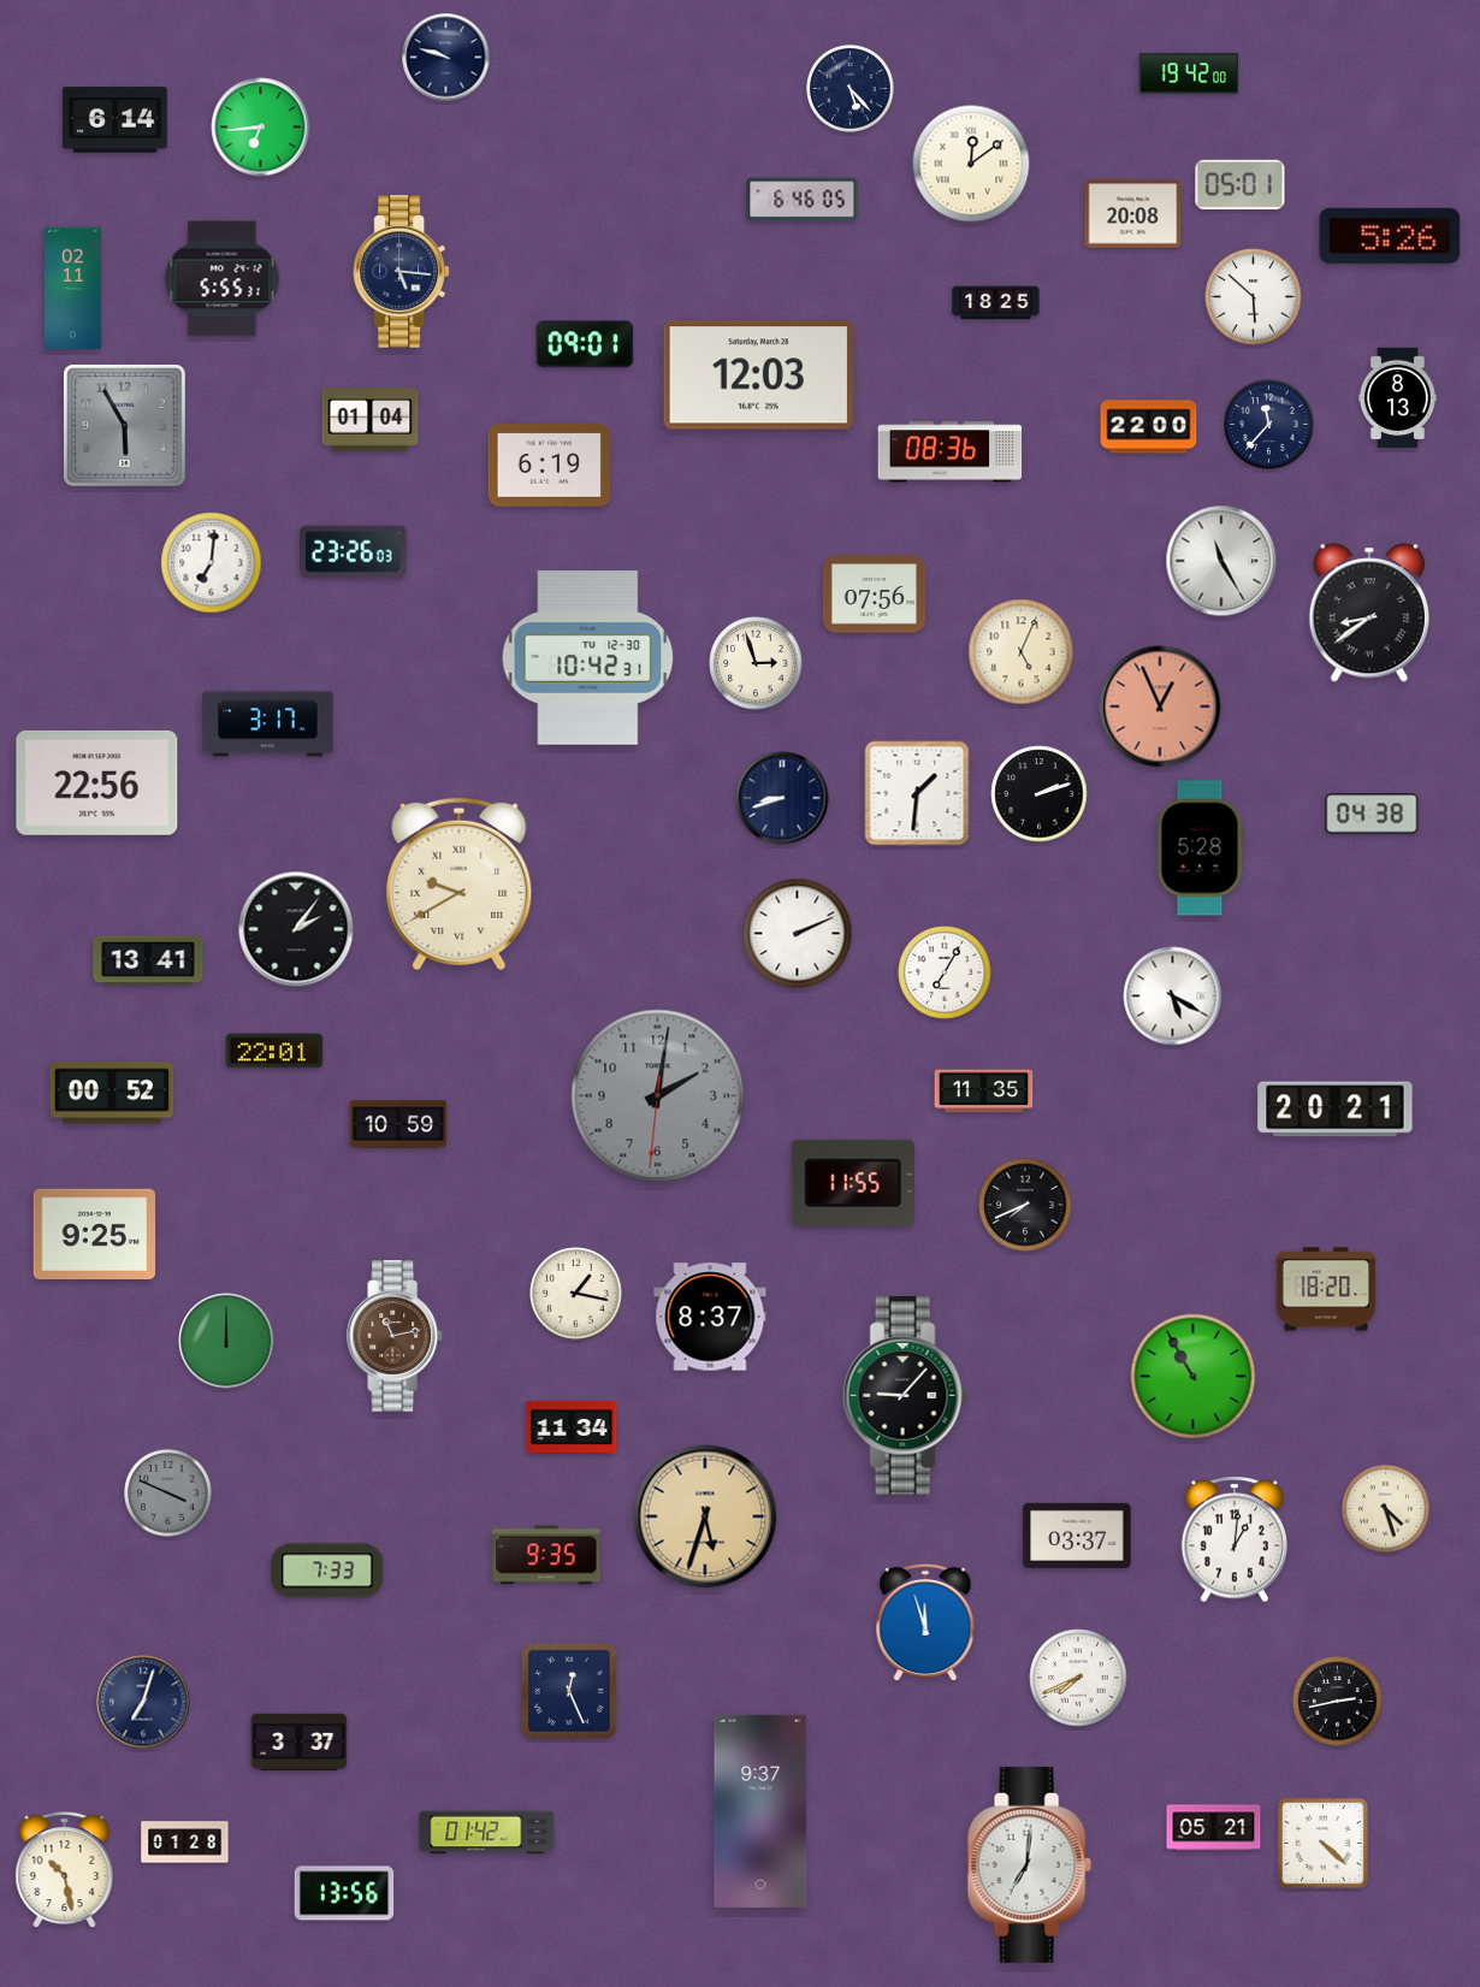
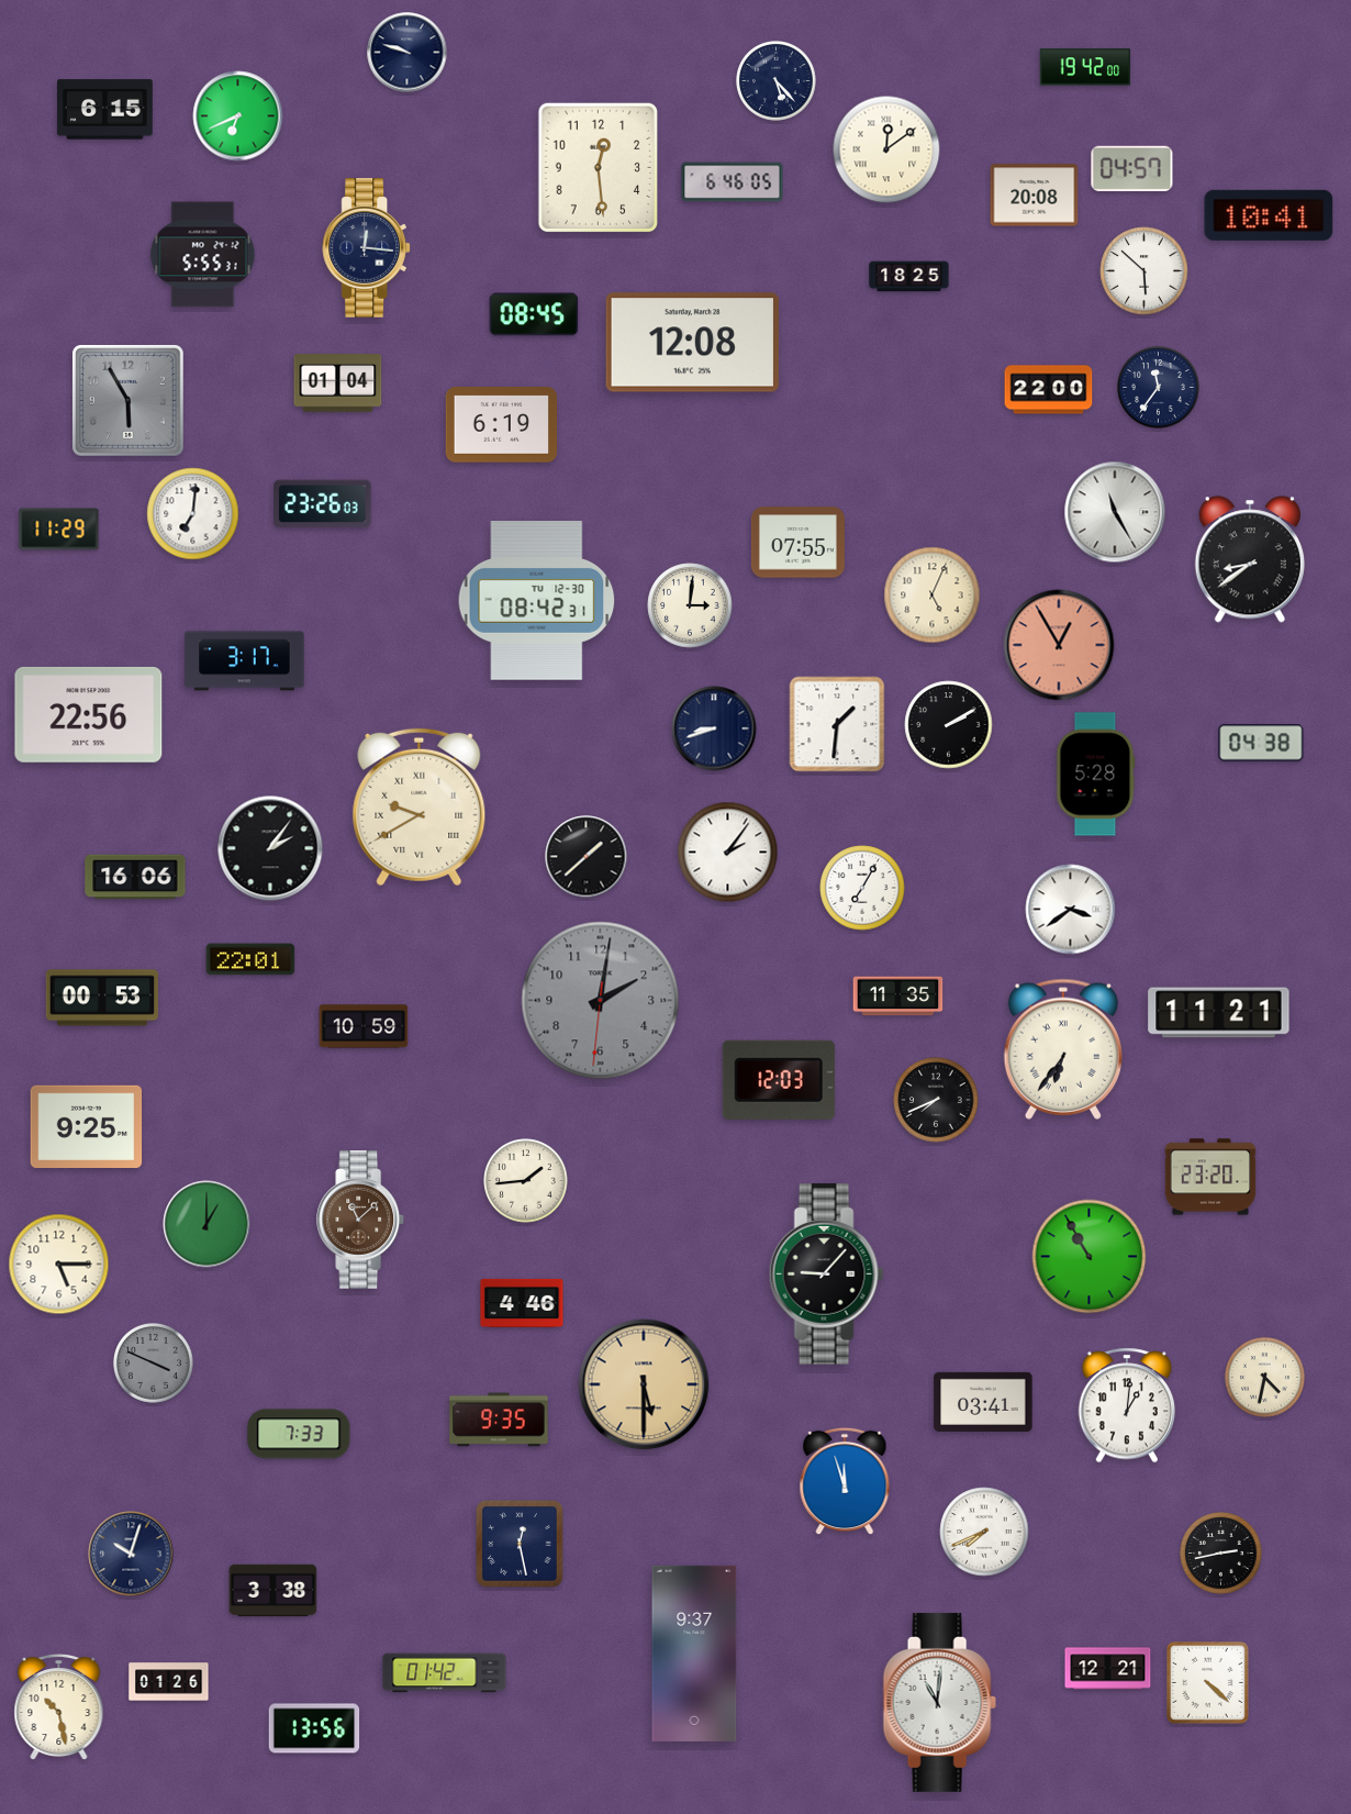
clock at (114, 120): 6:14 -> 6:15
clock at (261, 128): 6:44 -> 6:41
clock at (598, 168): none -> 12:29
clock at (1241, 185): 05:01 -> 04:57
clock at (1390, 236): 5:26 -> 10:41
clock at (401, 272): 5:16 -> 12:16
clock at (72, 289): 02:11 -> none
clock at (585, 344): 09:01 -> 08:45
clock at (758, 375): 12:03 -> 12:08
clock at (1397, 398): 8:13 -> none
clock at (1269, 425): 11:37 -> 11:36
clock at (125, 426) position: (125, 426) -> (129, 401)
clock at (951, 453): 08:36 -> none
clock at (59, 530): none -> 11:29
clock at (874, 595): 07:56 -> 07:55
clock at (588, 658): 10:42 -> 08:42
clock at (756, 663): 2:57 -> 3:01
clock at (1160, 706): 12:56 -> 12:55
clock at (1040, 794): 2:12 -> 2:10
clock at (1372, 814) position: (1372, 814) -> (1261, 743)
clock at (798, 934): 2:11 -> 2:06
clock at (587, 857): none -> 1:38
clock at (148, 960): 13:41 -> 16:06
clock at (1173, 997): 5:20 -> 3:39
clock at (111, 1093): 00:52 -> 00:53
clock at (1336, 1110): 20:21 -> 11:21
clock at (1063, 1049): none -> 6:36
clock at (853, 1183): 11:55 -> 12:03
clock at (1326, 1289): 18:20 -> 23:20
clock at (576, 1294): 1:17 -> 1:44
clock at (710, 1317): 8:37 -> none
clock at (396, 1336): 11:13 -> 11:08
clock at (226, 1341): 12:00 -> 1:00
clock at (59, 1265): none -> 5:15
clock at (572, 1427): 11:34 -> 4:46
clock at (1386, 1509): 4:27 -> 4:32
clock at (705, 1516): 5:33 -> 5:30
clock at (1077, 1536): 03:37 -> 03:41
clock at (569, 1691): 12:26 -> 12:28
clock at (143, 1702): 7:03 -> 10:03
clock at (300, 1743): 3:37 -> 3:38
clock at (1214, 1828): 05:21 -> 12:21
clock at (185, 1843): 01:28 -> 01:26
clock at (1029, 1864): 7:01 -> 11:01
